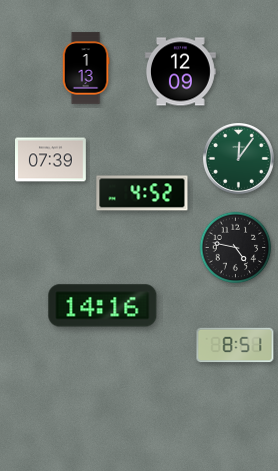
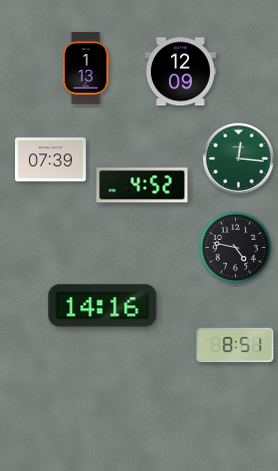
clock at (239, 159): 12:06 -> 12:16
clock at (142, 193) position: (142, 193) -> (142, 185)
